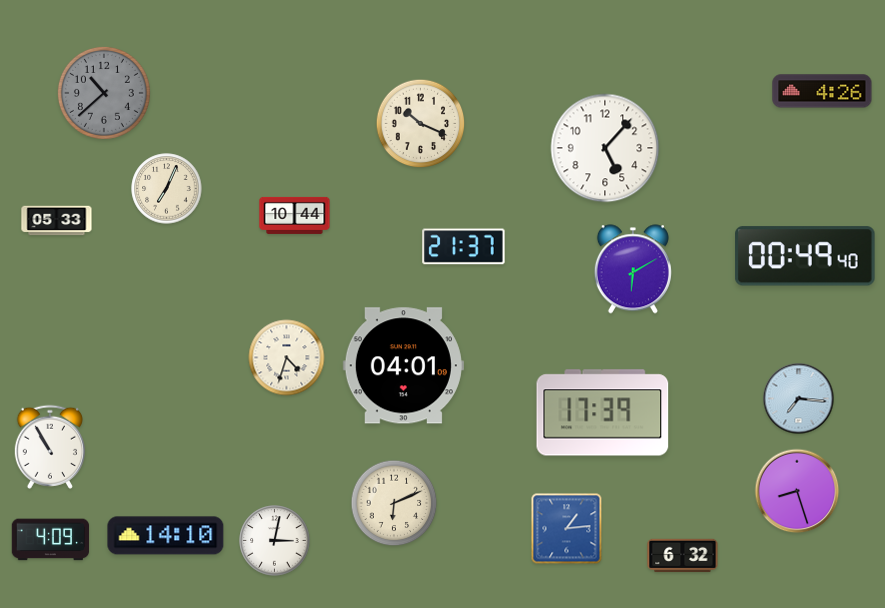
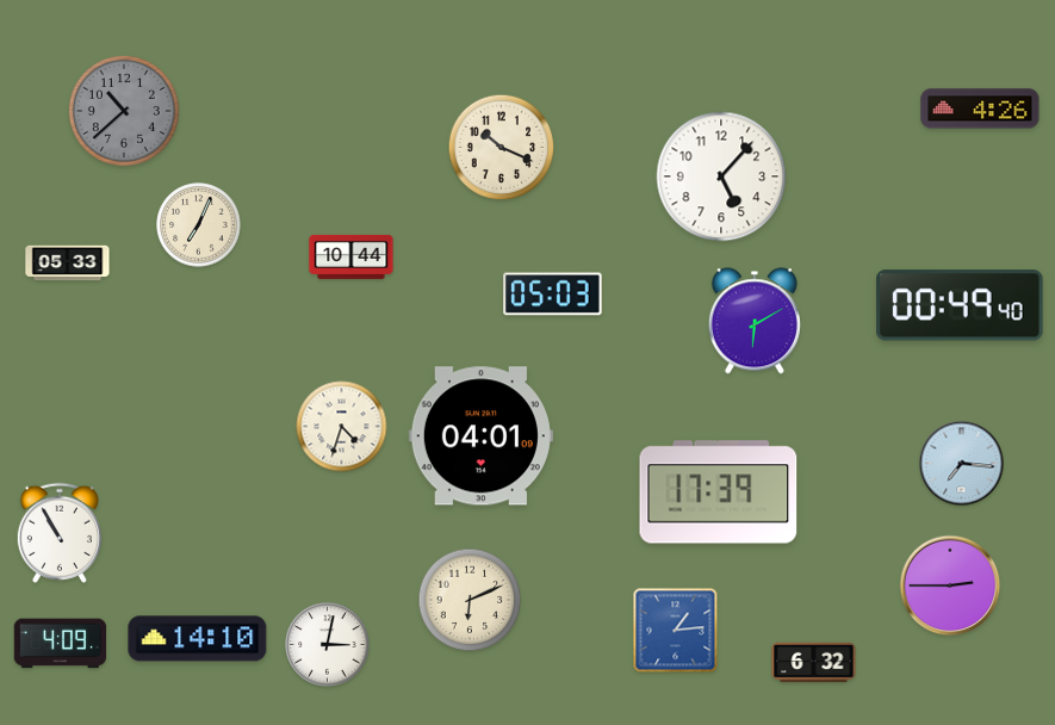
clock at (464, 247): 21:37 -> 05:03
clock at (799, 399) position: (799, 399) -> (962, 464)
clock at (797, 491): 8:27 -> 2:45
